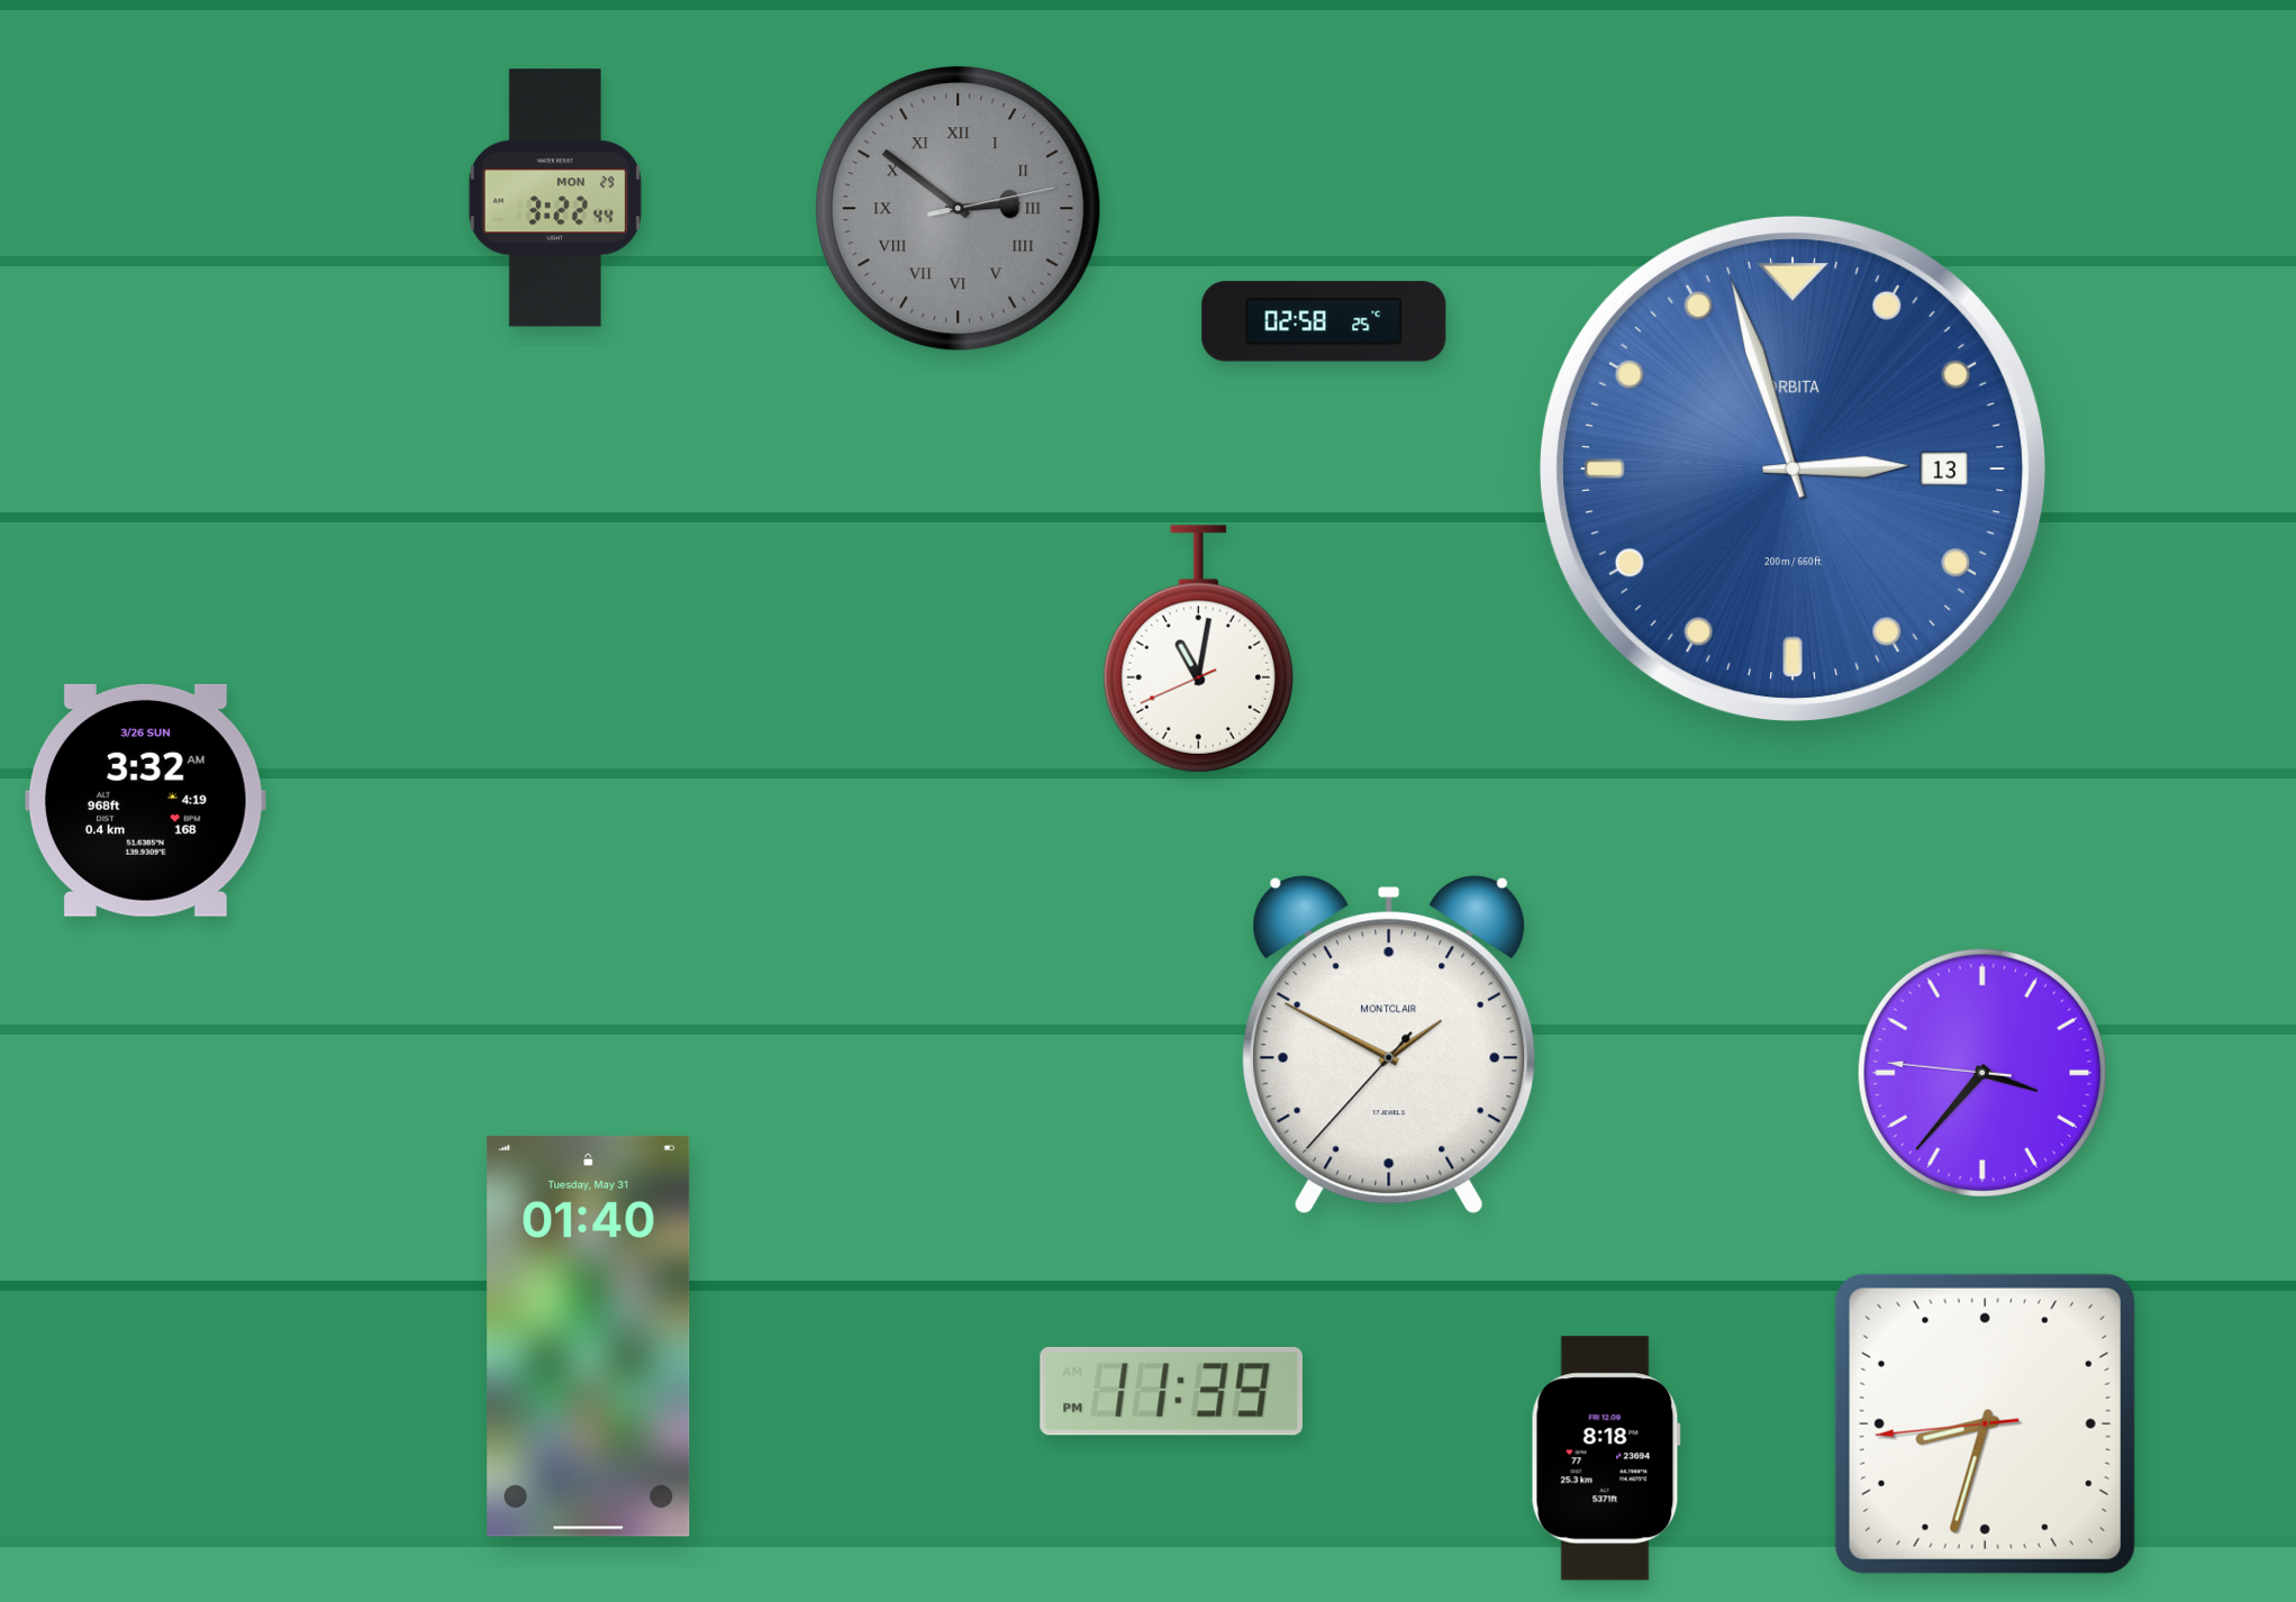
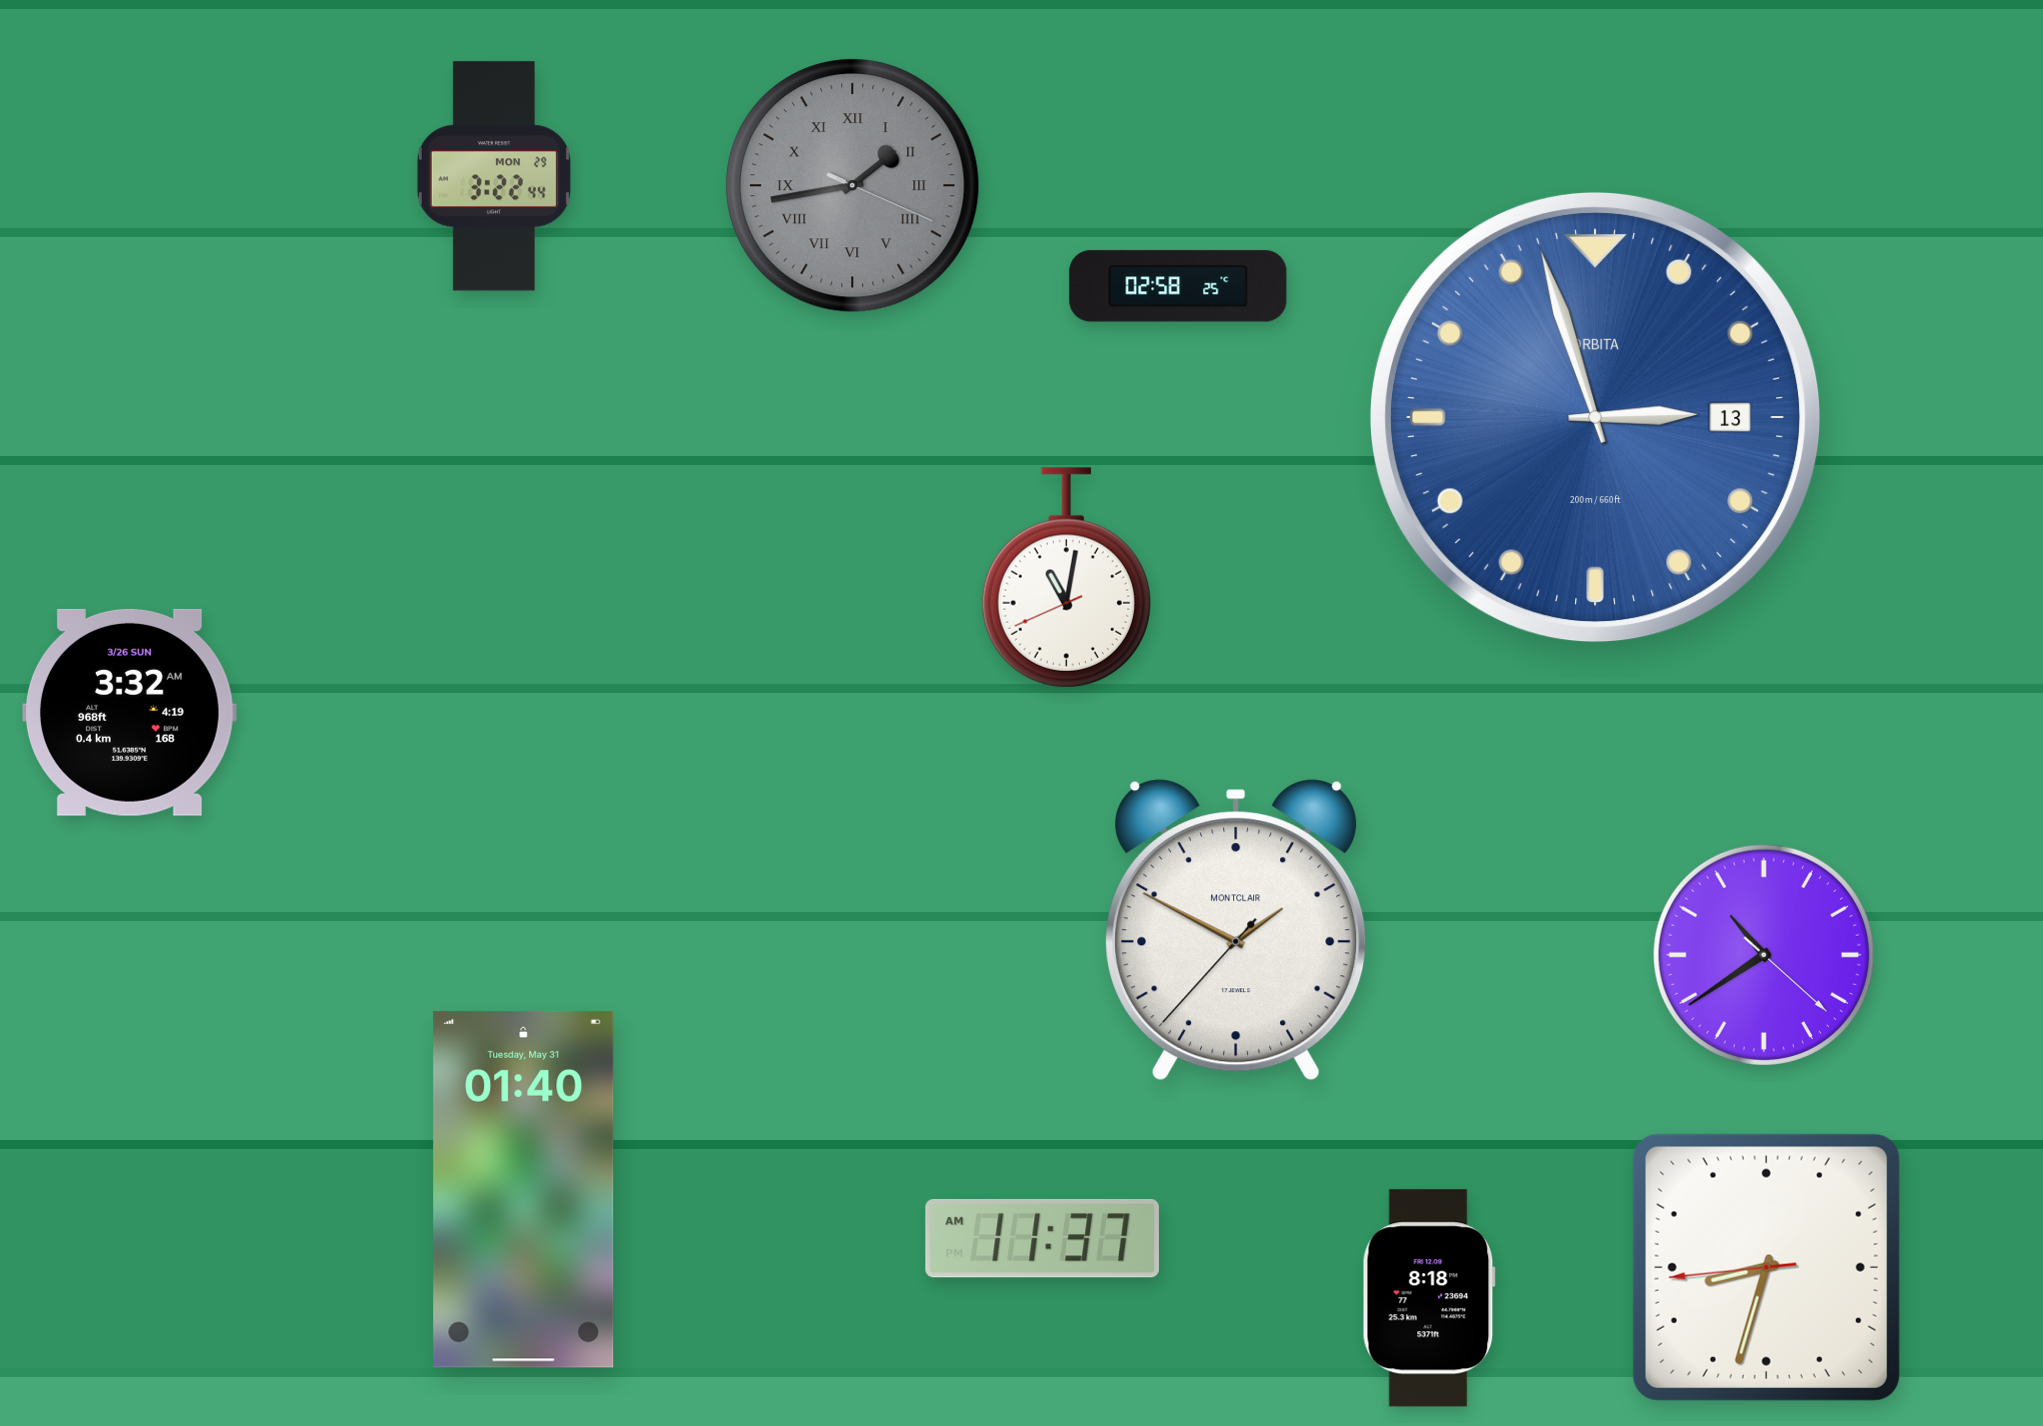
clock at (959, 209): 2:51 -> 1:43
clock at (1982, 1073): 3:36 -> 10:39
clock at (1171, 1391): 11:39 -> 11:37
